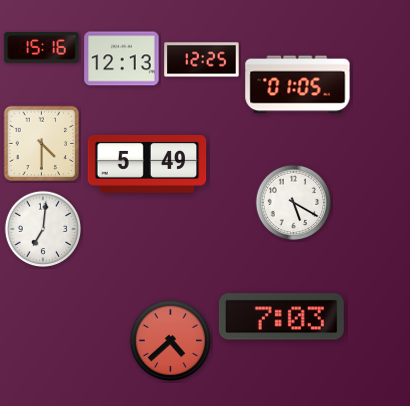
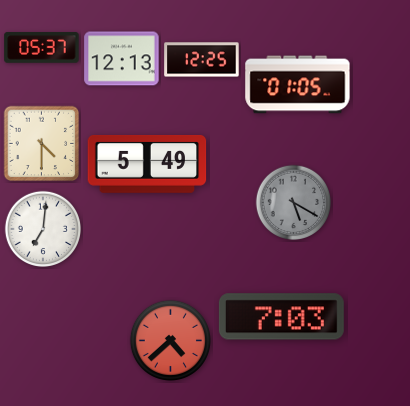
clock at (42, 48): 15:16 -> 05:37
clock at (294, 203) dial: white -> grey
